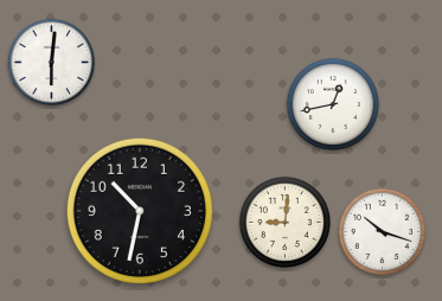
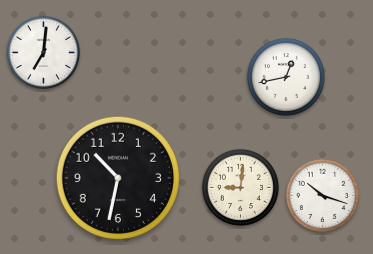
clock at (52, 63): 6:01 -> 7:01
clock at (333, 104) position: (333, 104) -> (286, 77)
